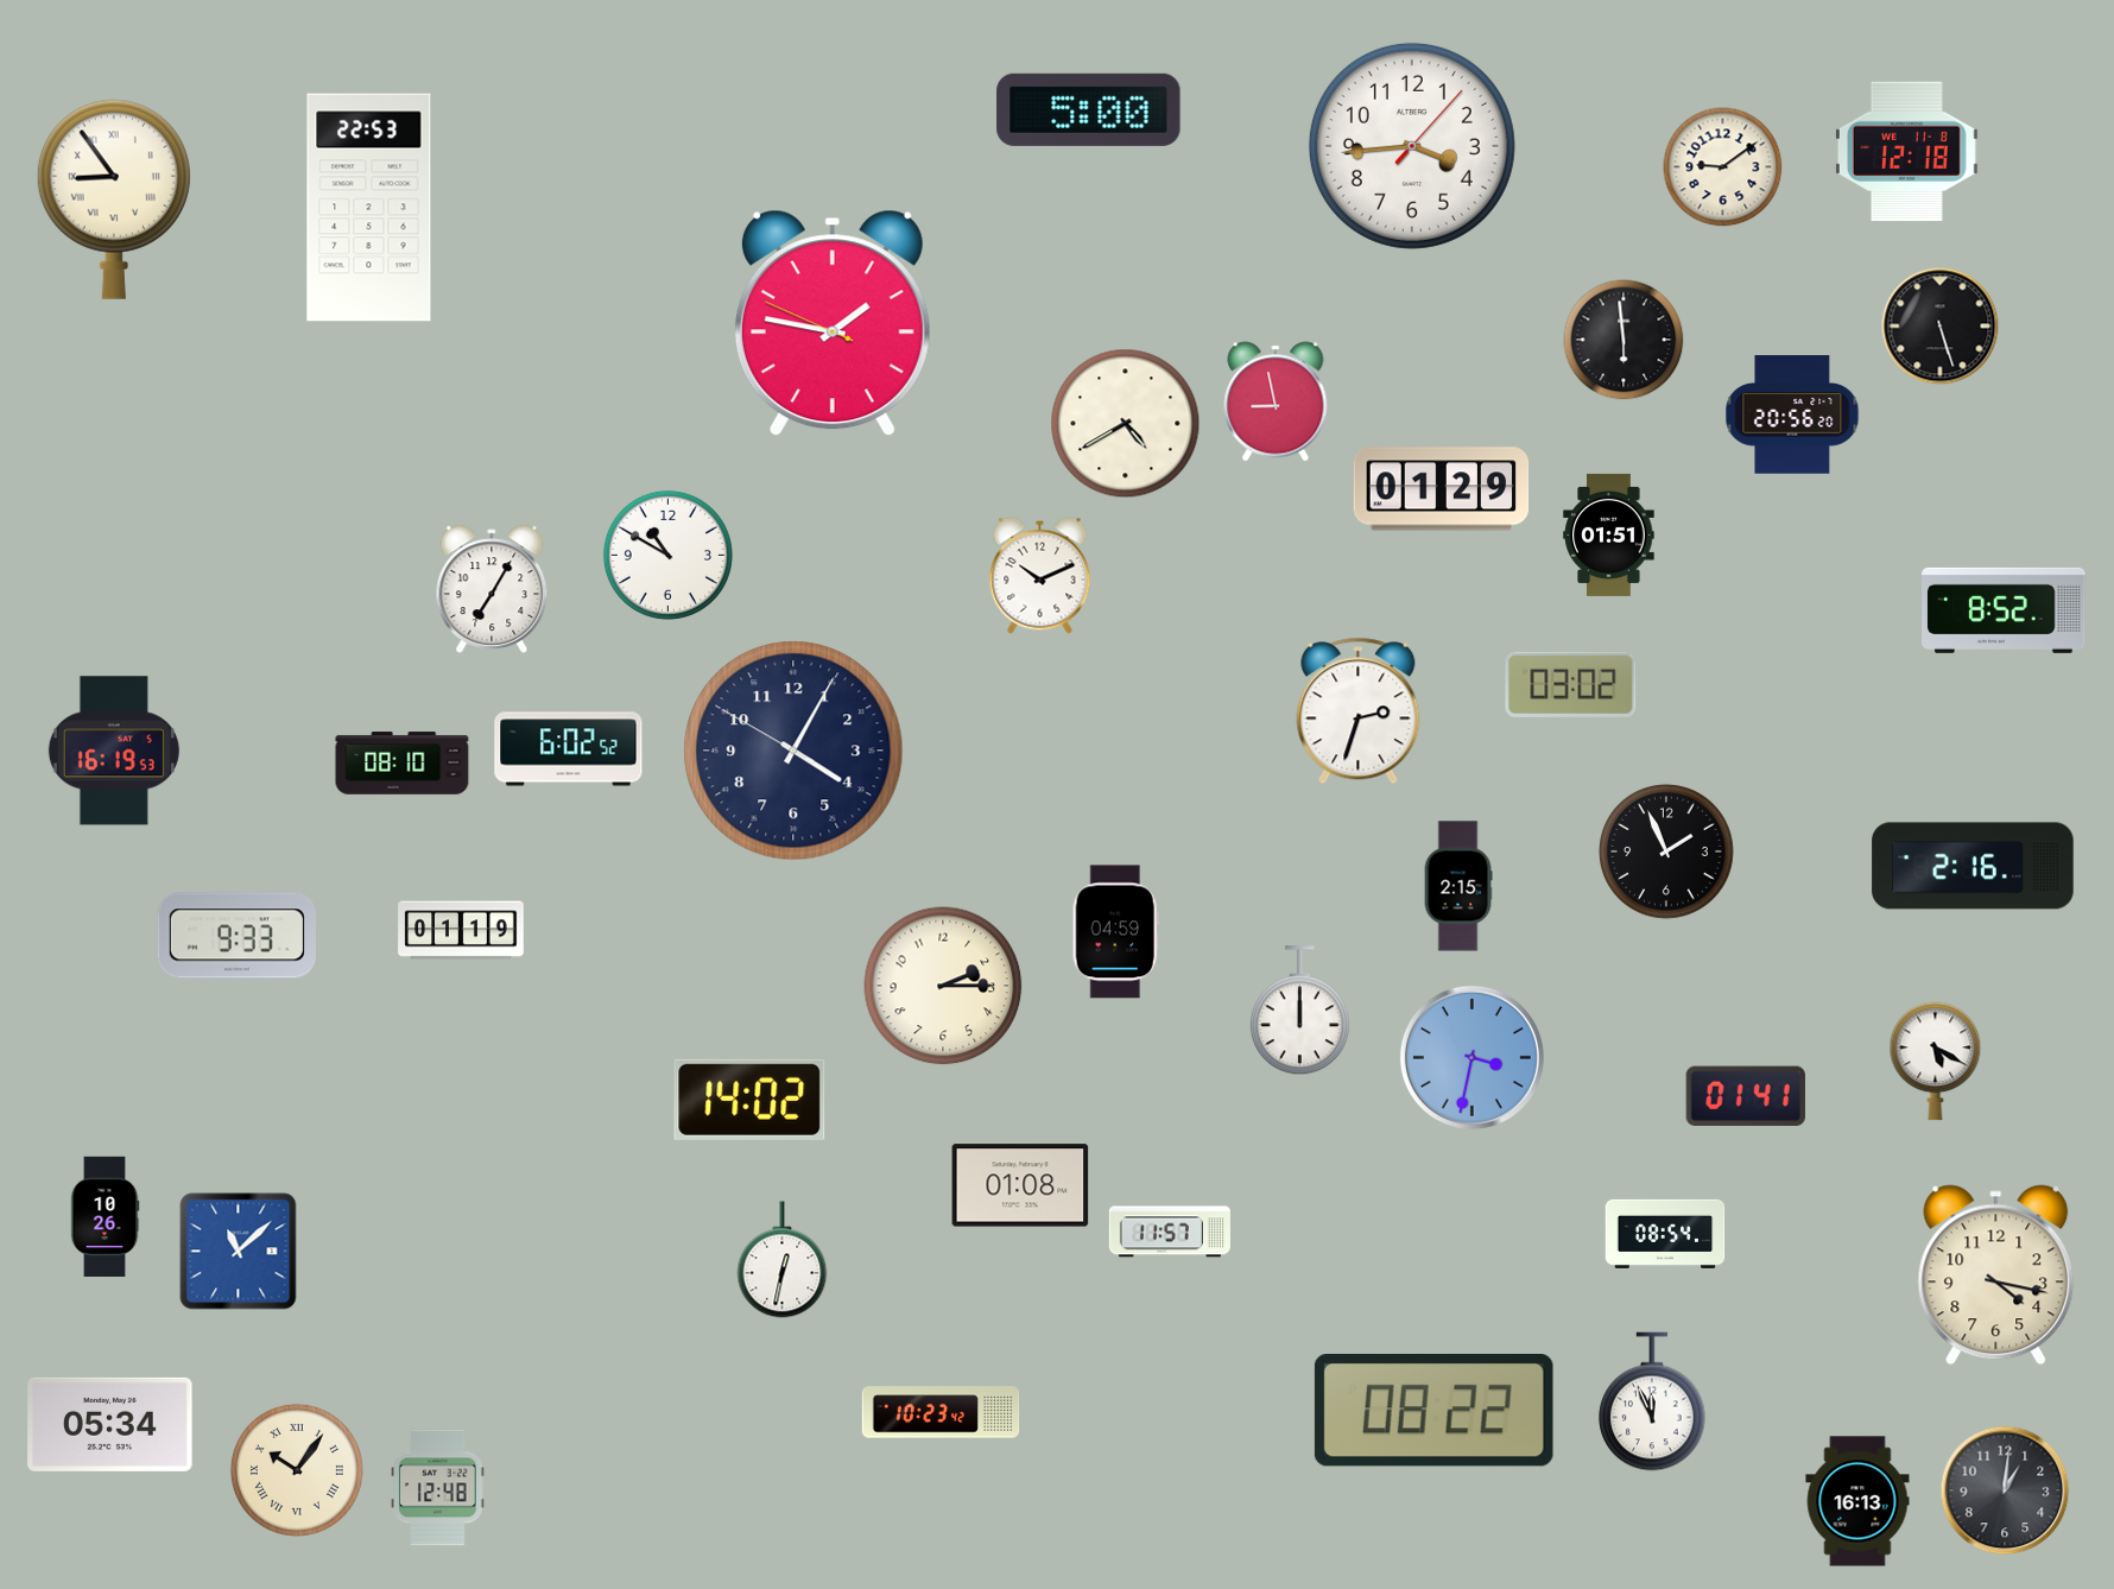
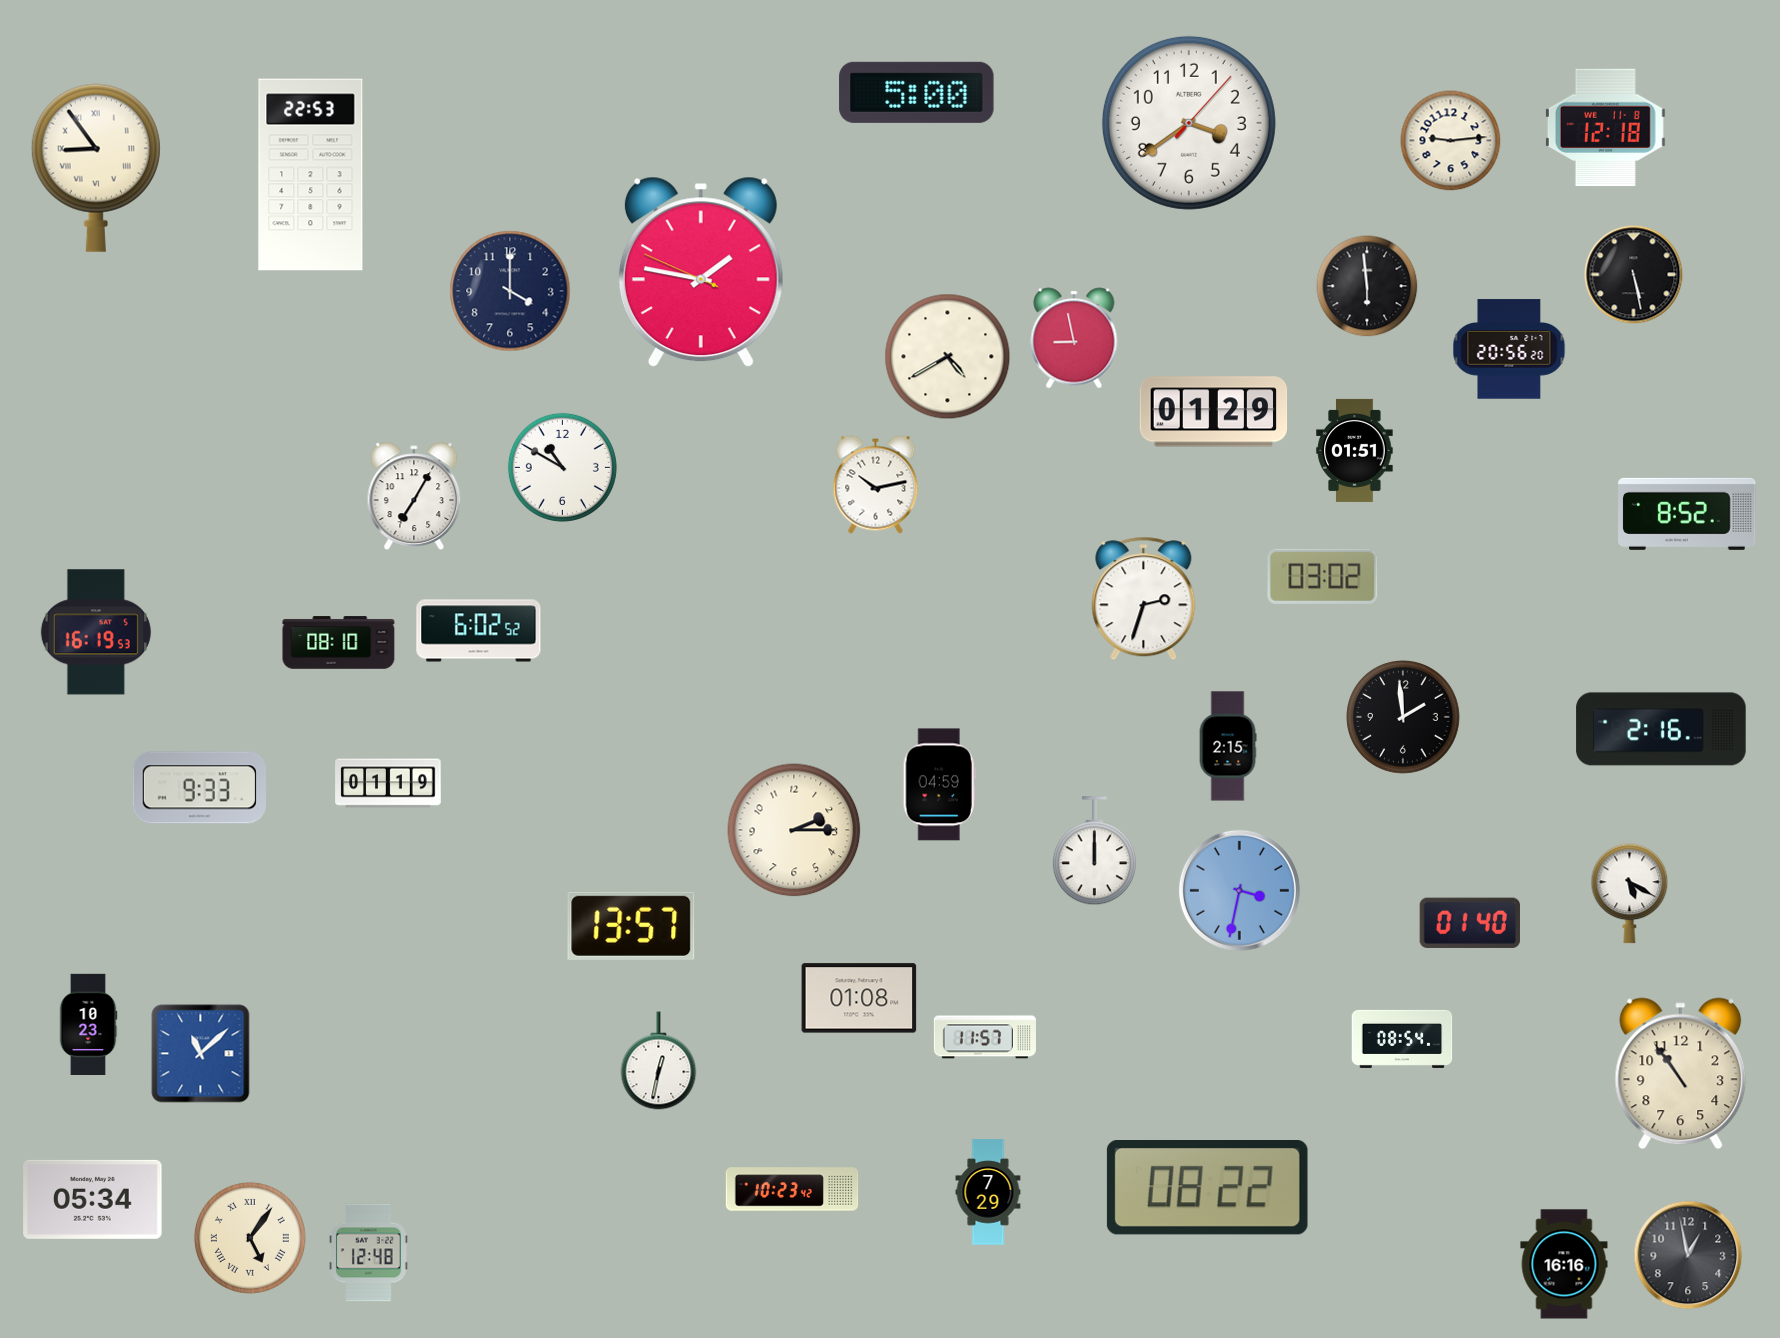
clock at (1412, 146): 3:44 -> 3:39
clock at (1723, 167): 9:09 -> 9:14
clock at (1941, 327): 5:27 -> 5:28
clock at (510, 291): none -> 4:00
clock at (1040, 576): 10:11 -> 10:13
clock at (793, 751): 4:04 -> none
clock at (1667, 853): 1:56 -> 1:59
clock at (1746, 1095): 01:41 -> 01:40
clock at (749, 1100): 14:02 -> 13:57
clock at (105, 1217): 10:26 -> 10:23
clock at (1996, 1275): 4:17 -> 10:54
clock at (1652, 1401): 11:56 -> none
clock at (988, 1192): none -> 7:29
clock at (297, 1470): 10:06 -> 5:06
clock at (2005, 1490): 1:01 -> 12:58
clock at (1857, 1501): 16:13 -> 16:16
